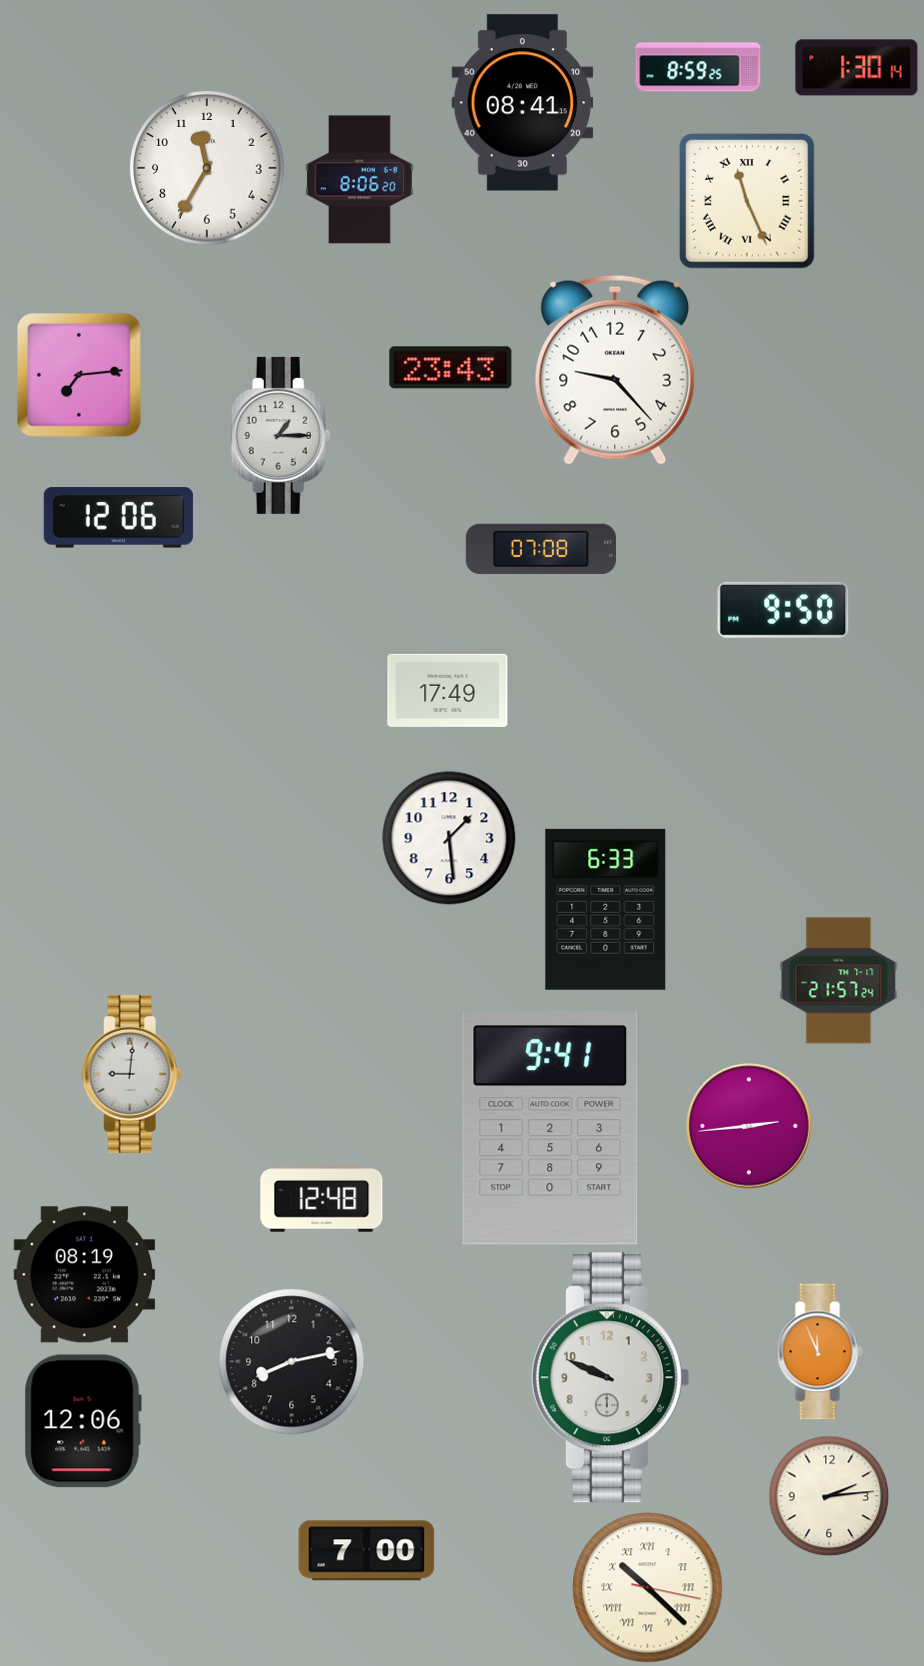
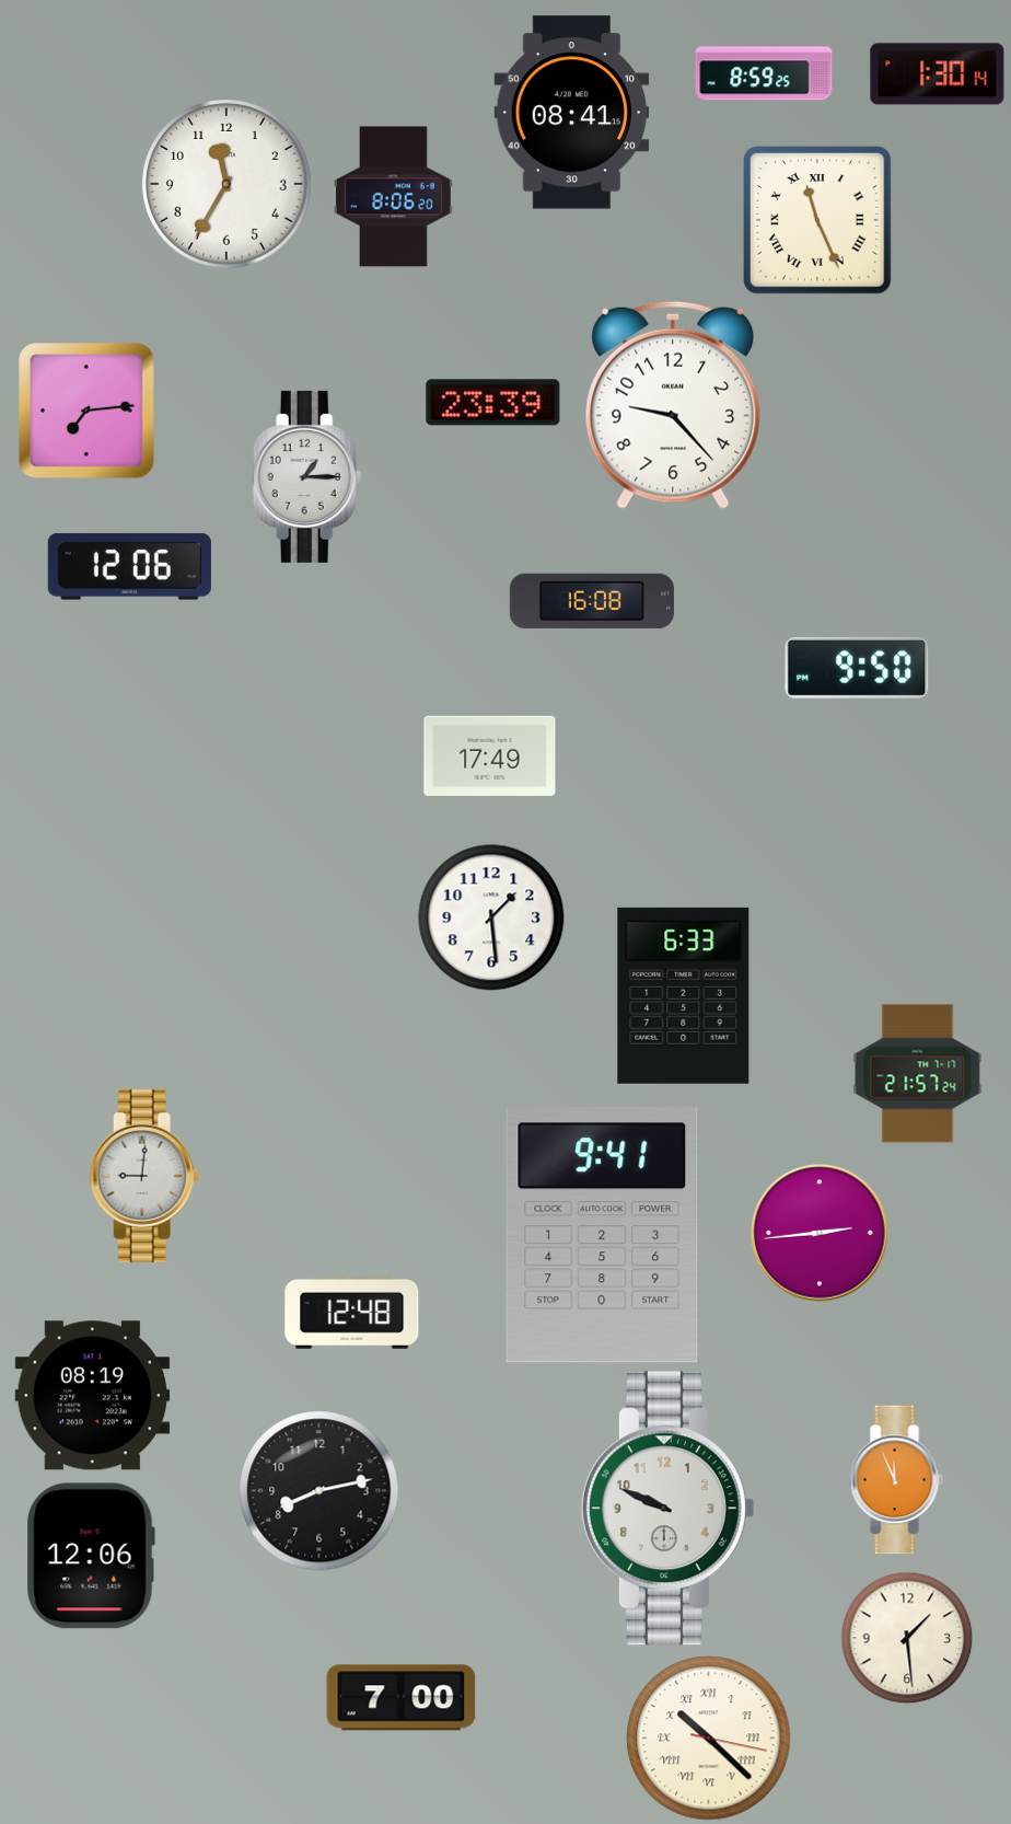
clock at (451, 368): 23:43 -> 23:39
clock at (541, 549): 07:08 -> 16:08
clock at (606, 909) position: (606, 909) -> (684, 995)
clock at (829, 1496): 2:14 -> 1:29
